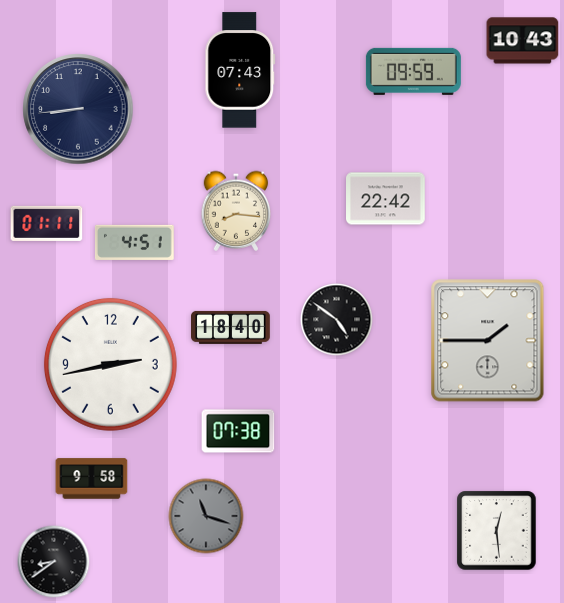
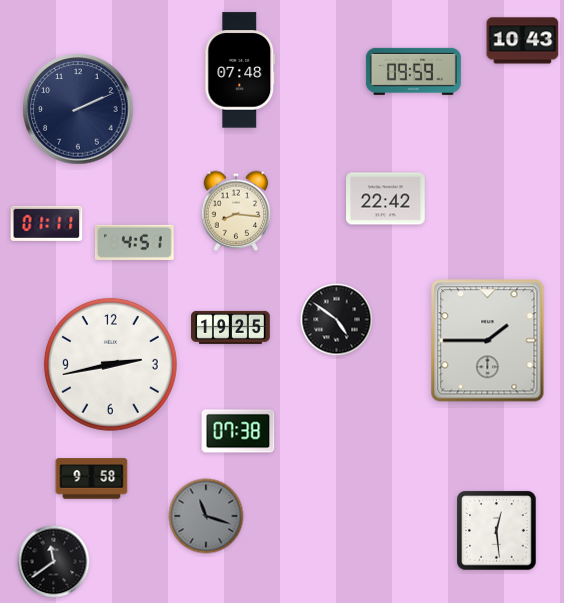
clock at (240, 70): 07:43 -> 07:48
clock at (78, 109): 8:44 -> 2:11
clock at (231, 327): 18:40 -> 19:25
clock at (54, 562): 8:39 -> 11:39
